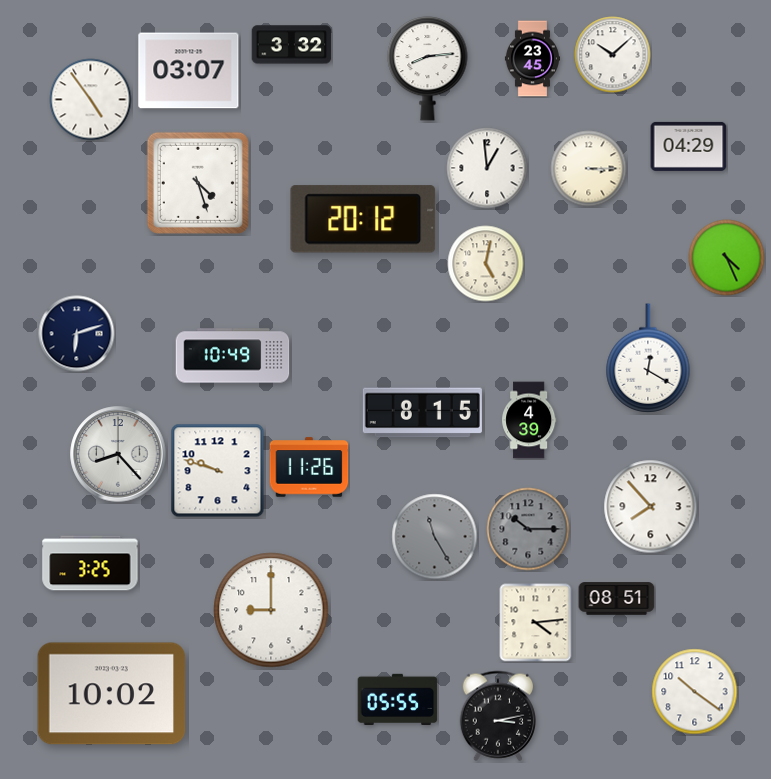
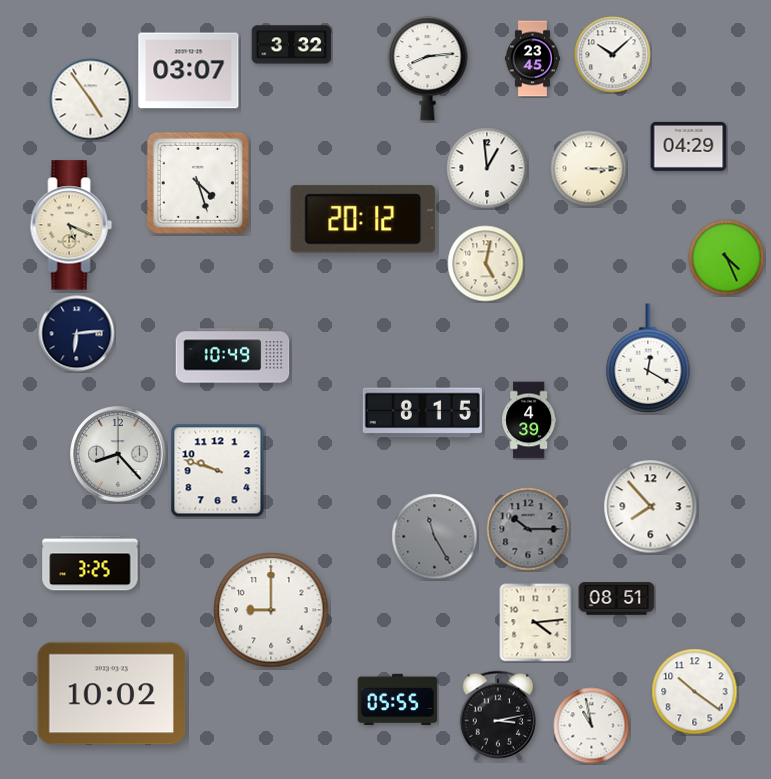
clock at (71, 225): none -> 5:19
clock at (77, 334): 6:12 -> 6:14
clock at (309, 467): 11:26 -> none
clock at (592, 726): none -> 10:58
